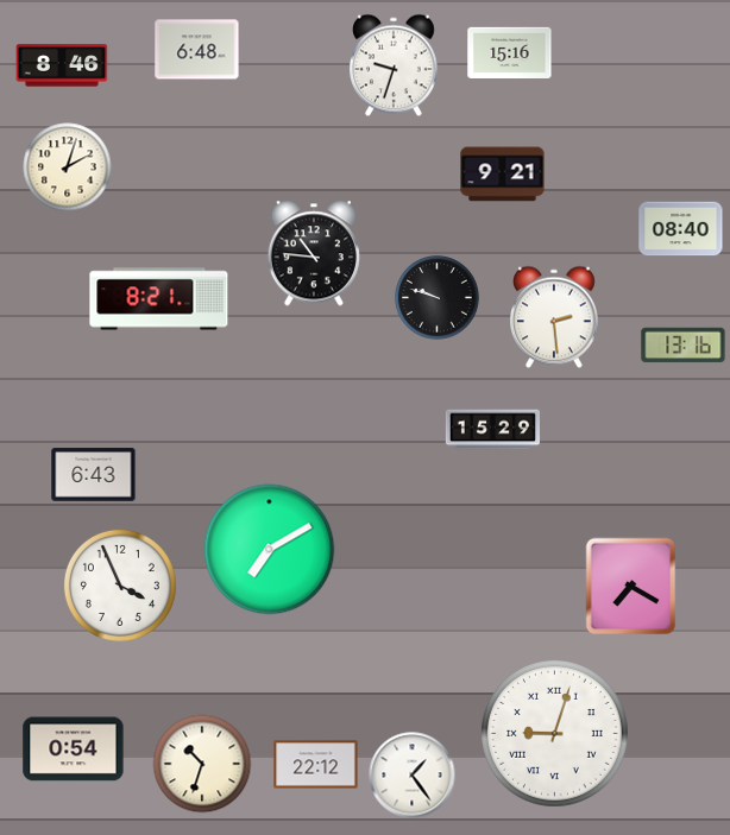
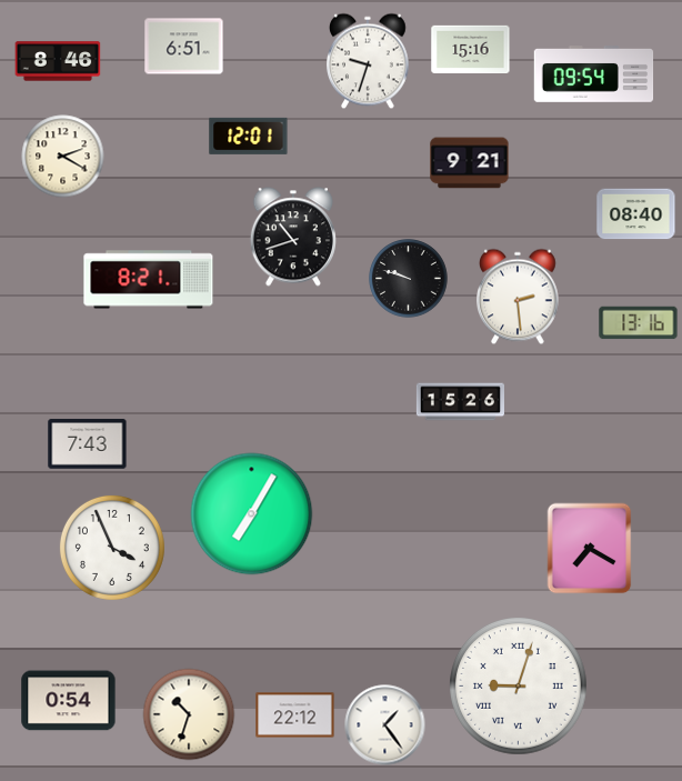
clock at (197, 50): 6:48 -> 6:51
clock at (510, 52) position: (510, 52) -> (471, 49)
clock at (594, 74): none -> 09:54
clock at (249, 136): none -> 12:01
clock at (68, 167): 2:03 -> 2:20
clock at (314, 253): 10:46 -> 10:42
clock at (492, 430): 15:29 -> 15:26
clock at (94, 475): 6:43 -> 7:43
clock at (270, 550): 7:10 -> 7:05
